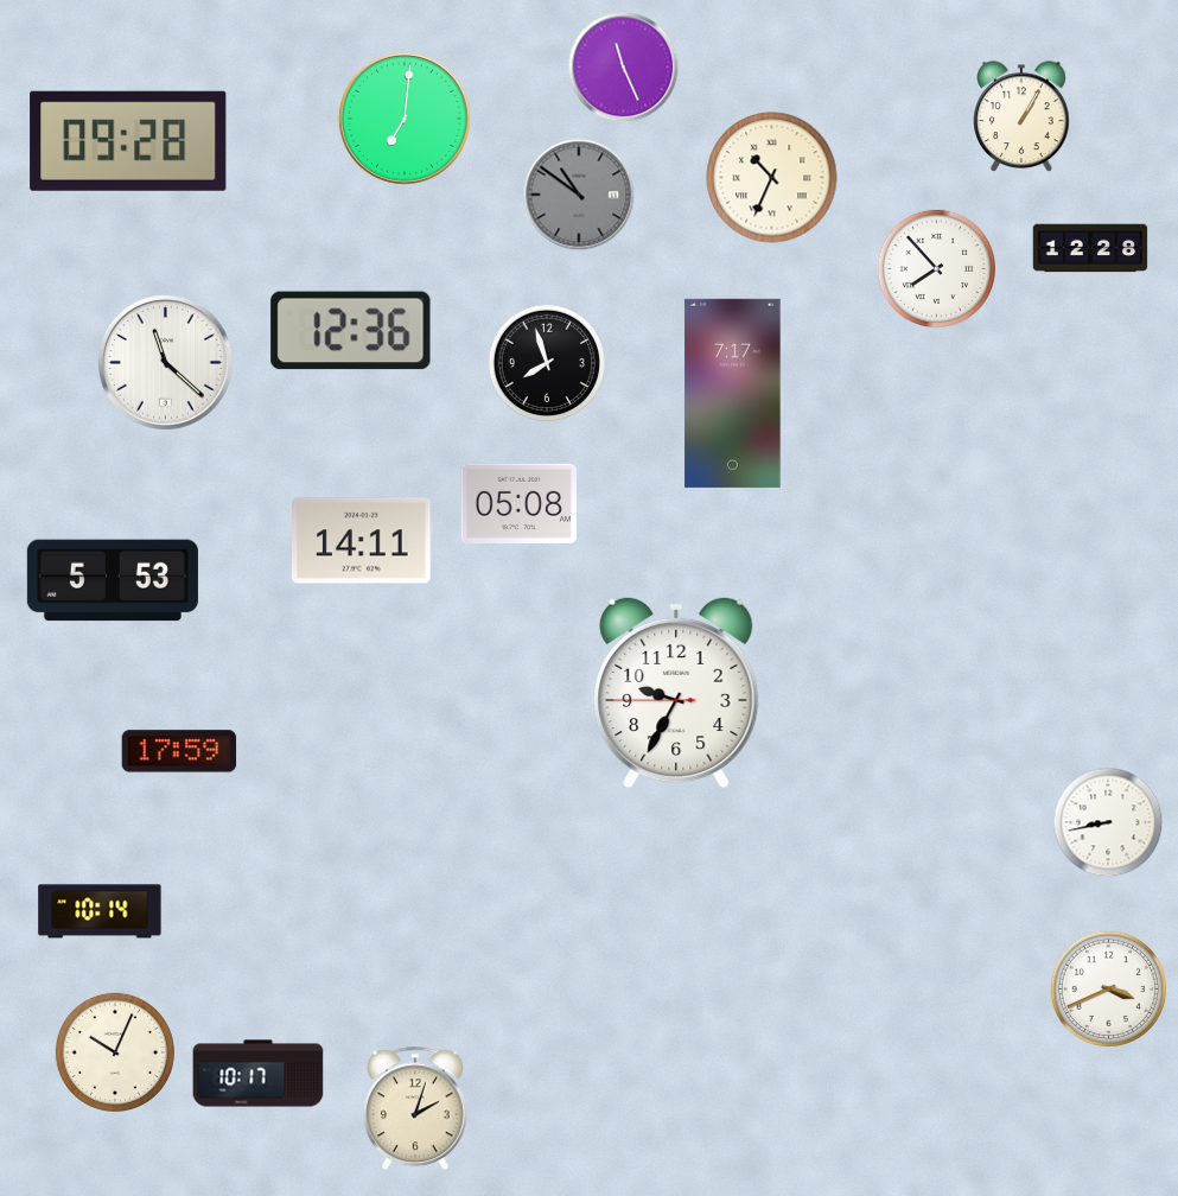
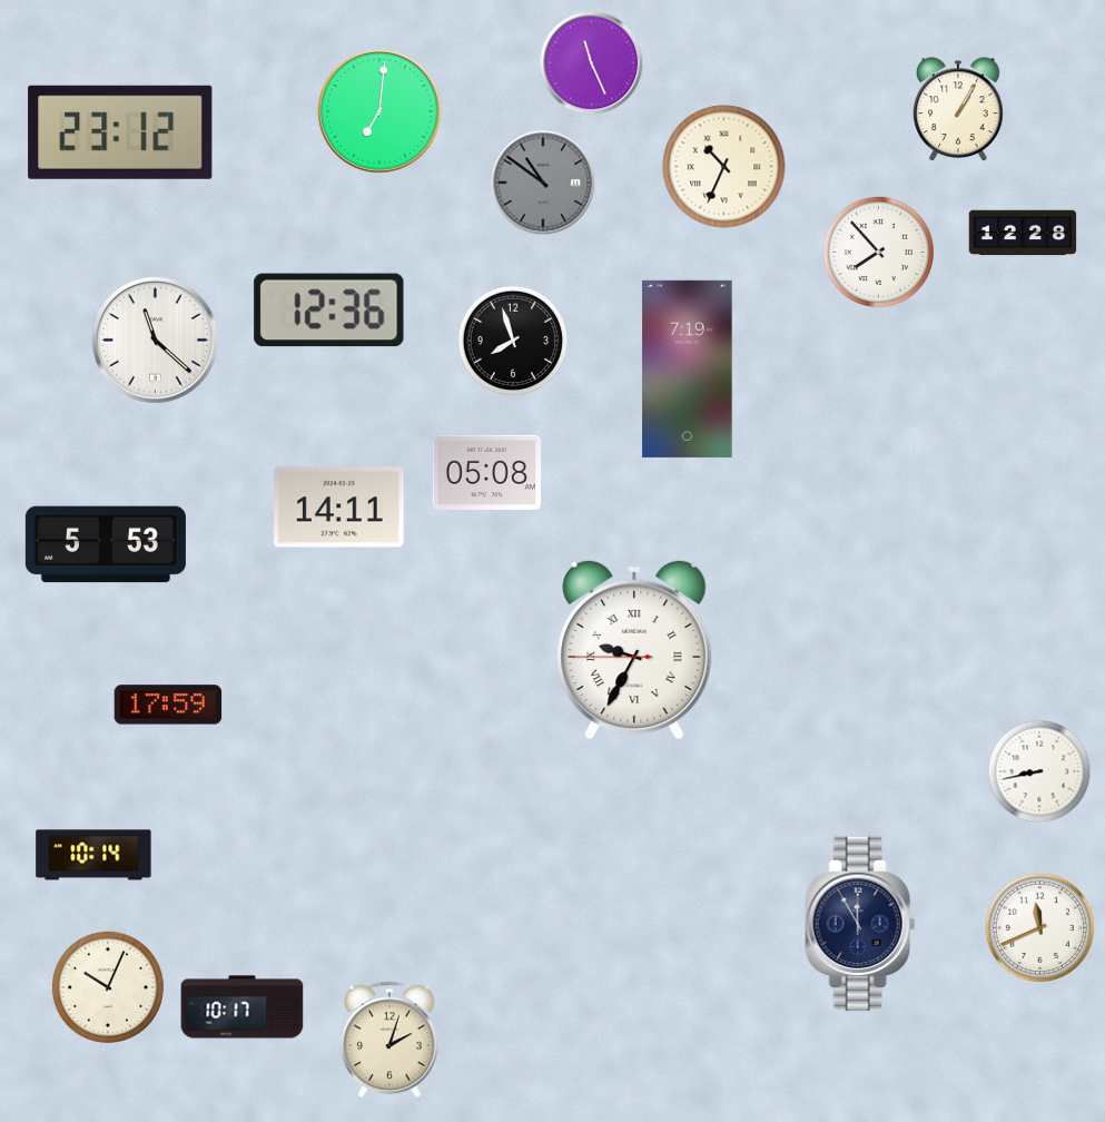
clock at (624, 68) position: (624, 68) -> (592, 63)
clock at (128, 141): 09:28 -> 23:12
clock at (733, 393): 7:17 -> 7:19
clock at (676, 693) numerals: Arabic -> Roman
clock at (860, 924): none -> 11:55
clock at (1109, 990): 3:41 -> 11:41
